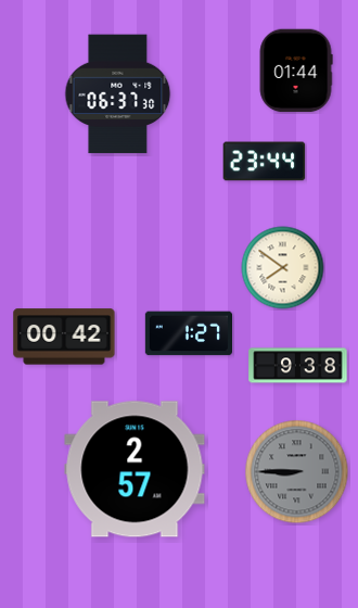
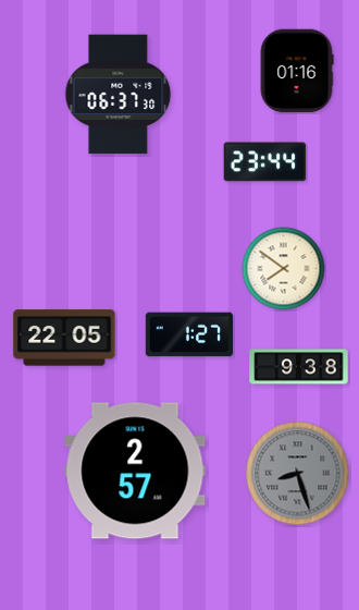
clock at (296, 71): 01:44 -> 01:16
clock at (64, 337): 00:42 -> 22:05
clock at (297, 472): 8:45 -> 8:27
